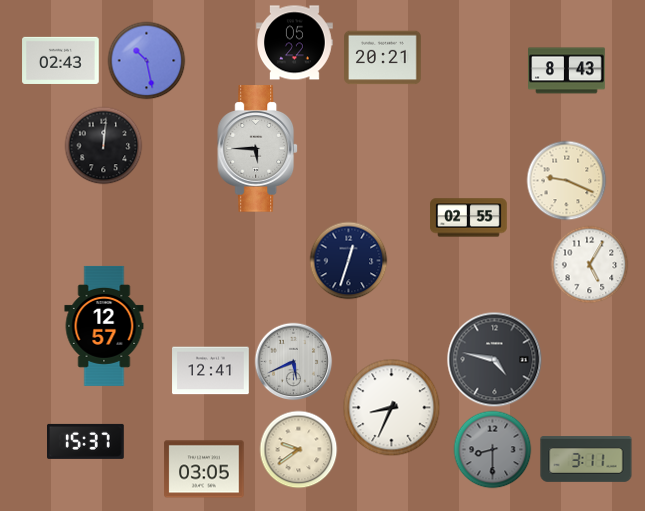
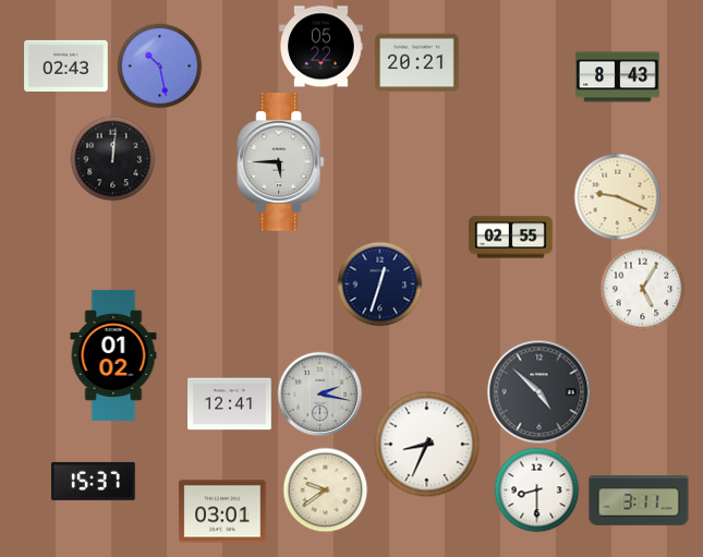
clock at (104, 326): 12:57 -> 01:02
clock at (494, 359): 4:47 -> 4:52
clock at (293, 361): 5:41 -> 2:17
clock at (492, 449) dial: grey -> white
clock at (204, 469): 03:05 -> 03:01
